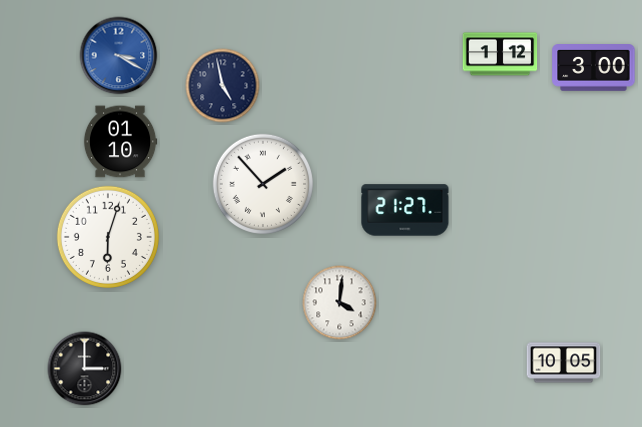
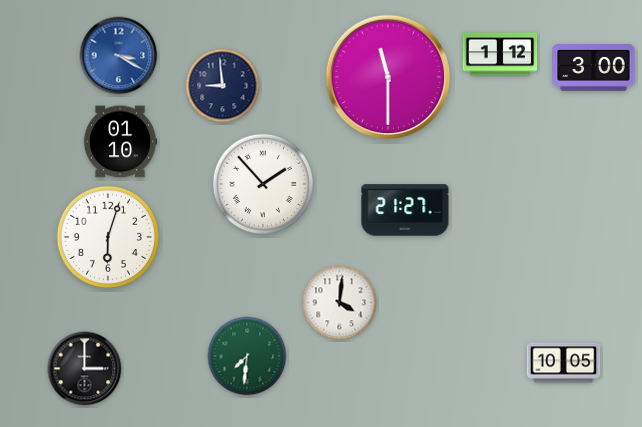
clock at (388, 77): none -> 11:30
clock at (223, 86): 4:58 -> 8:59
clock at (247, 356): none -> 7:31
